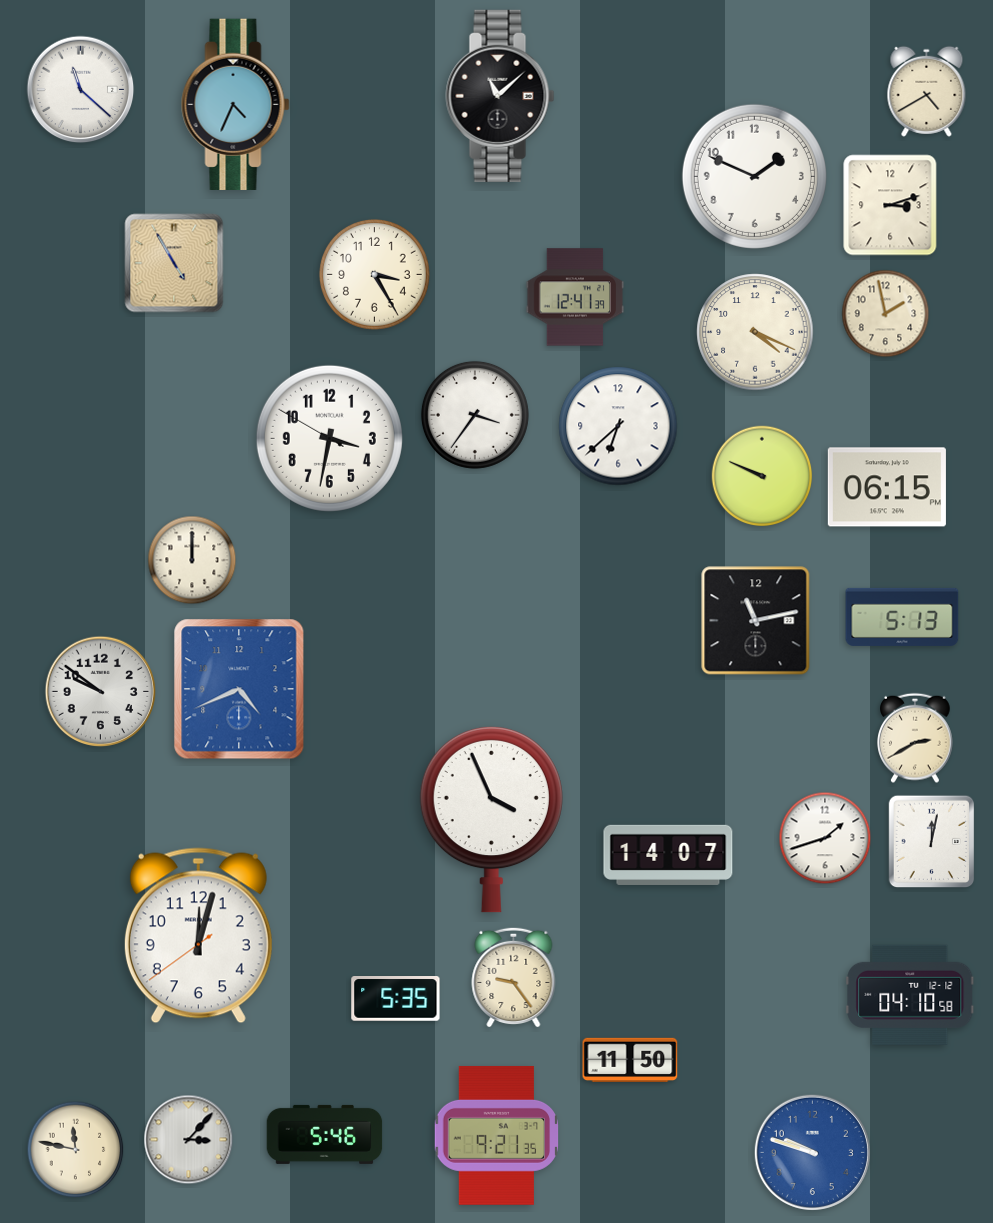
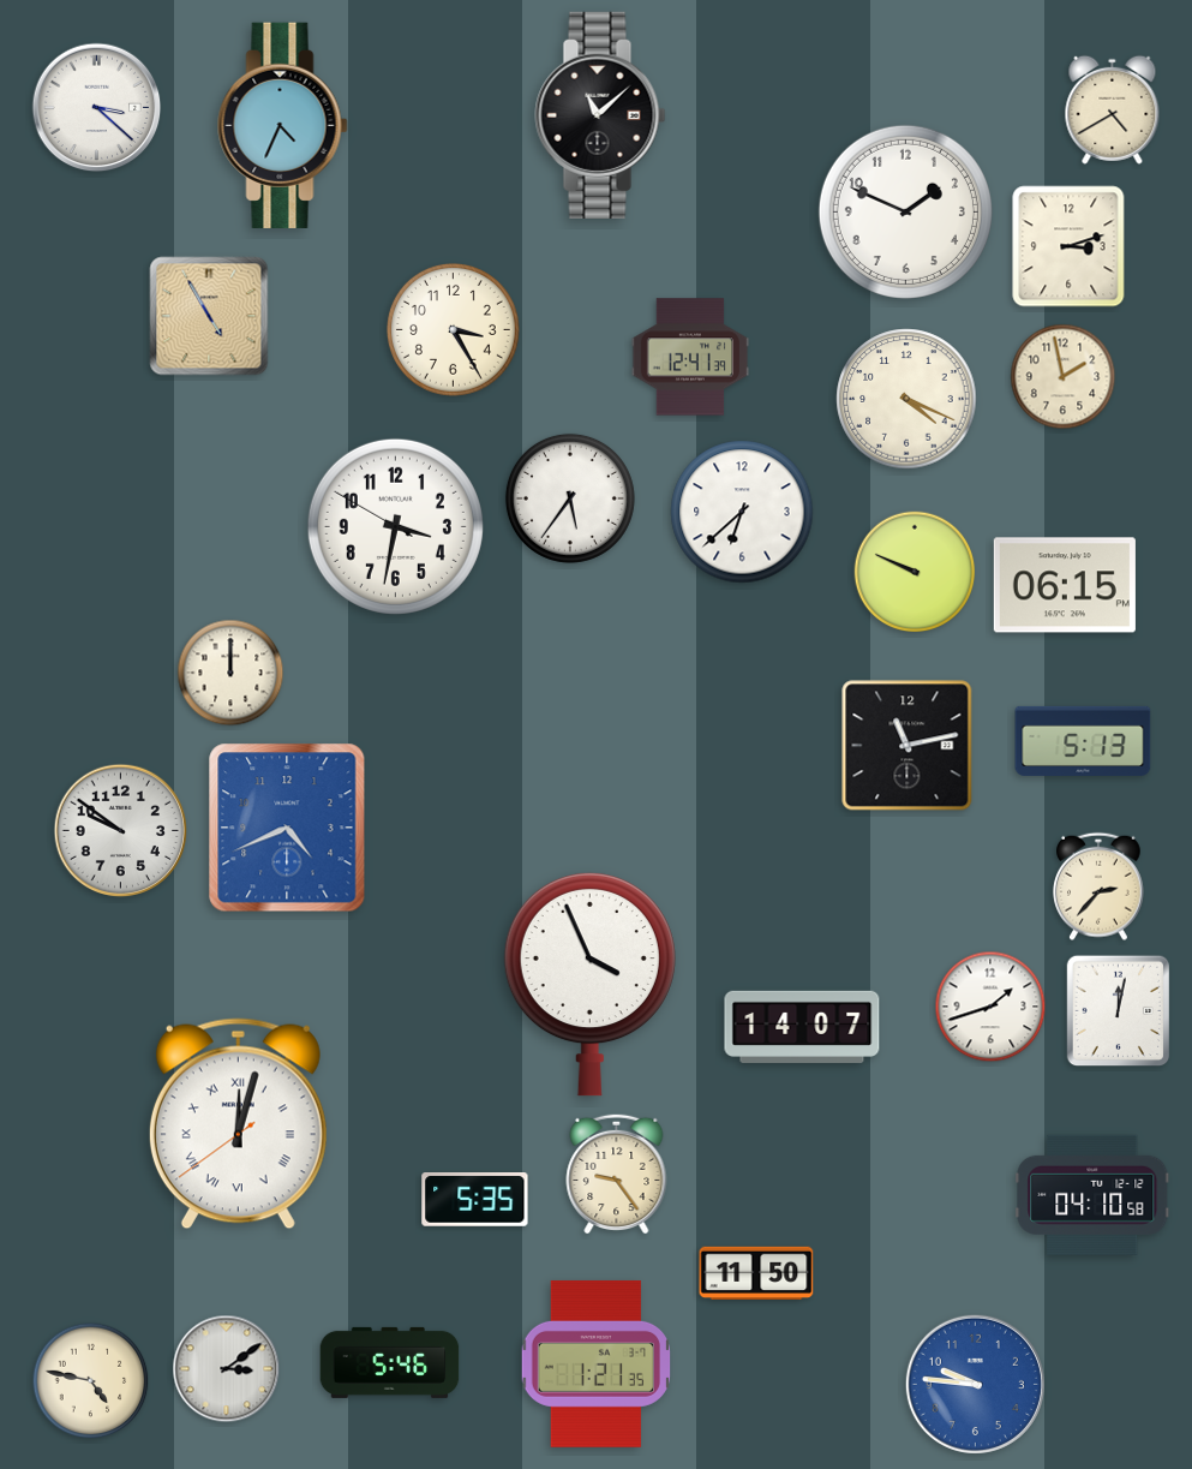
clock at (81, 90): 11:22 -> 3:22
clock at (374, 274) position: (374, 274) -> (453, 329)
clock at (475, 415): 3:36 -> 5:36
clock at (916, 738): 2:40 -> 2:37
clock at (198, 936) numerals: Arabic -> Roman
clock at (496, 1135): 9:21 -> 1:21
clock at (189, 1140): 3:07 -> 3:09
clock at (76, 1150): 11:47 -> 4:47
clock at (812, 1152): 9:48 -> 9:46
